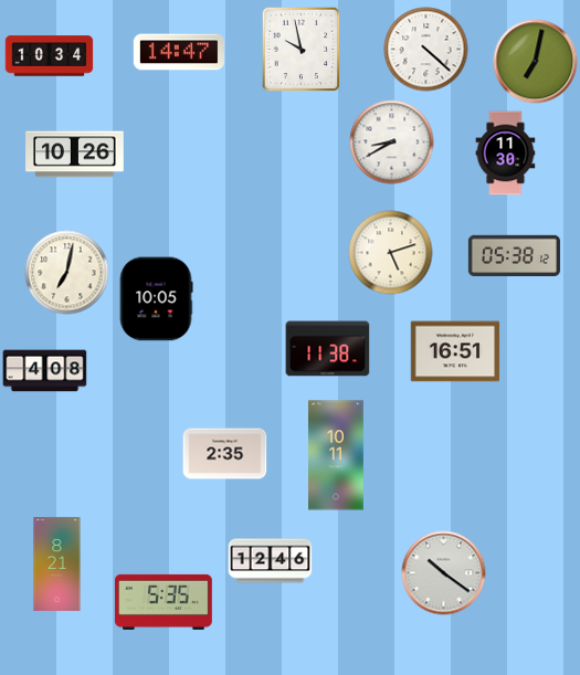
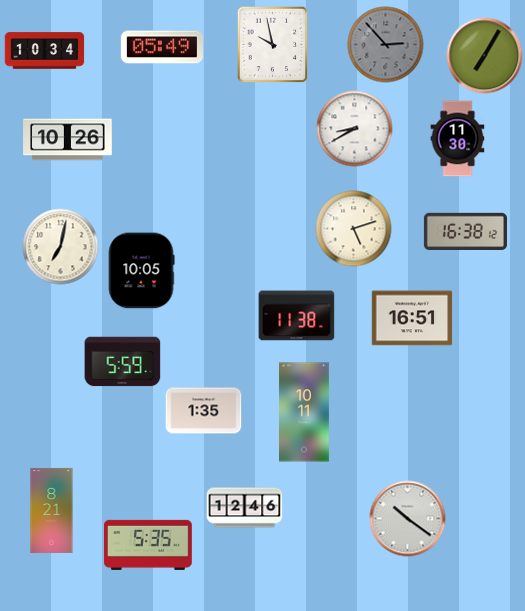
clock at (426, 50): 4:22 -> 2:53
clock at (426, 50) dial: white -> grey
clock at (179, 52): 14:47 -> 05:49
clock at (536, 62): 7:02 -> 7:05
clock at (514, 256): 05:38 -> 16:38
clock at (45, 371): 4:08 -> none
clock at (123, 362): none -> 5:59
clock at (225, 454): 2:35 -> 1:35
clock at (444, 573) position: (444, 573) -> (408, 519)
